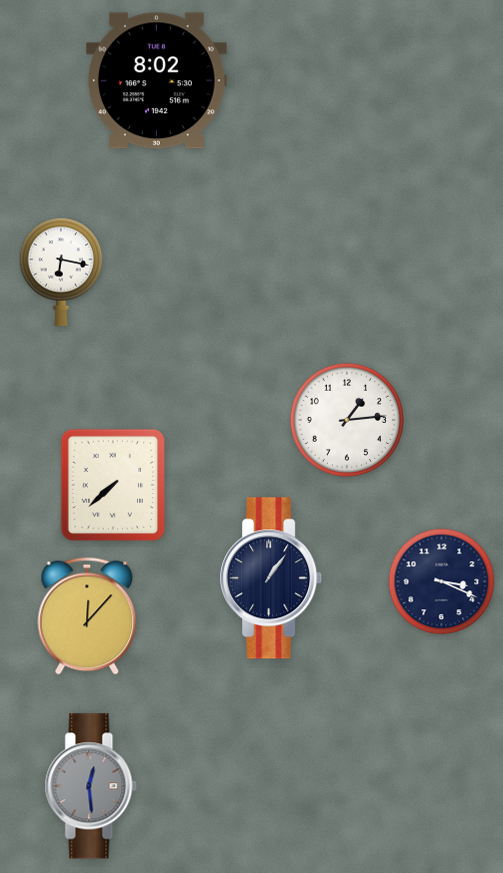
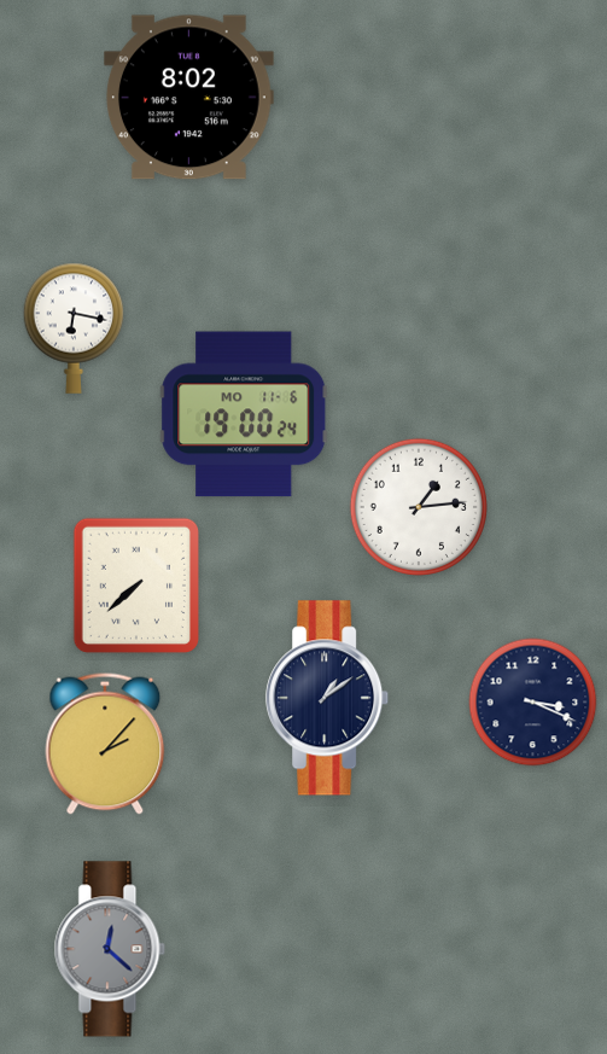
clock at (244, 414): none -> 19:00
clock at (272, 578): 1:06 -> 1:09
clock at (87, 616): 12:07 -> 2:07
clock at (91, 786): 12:29 -> 12:22
